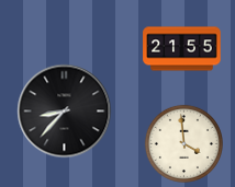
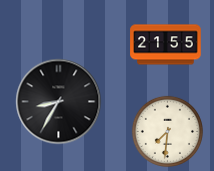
clock at (65, 112): 8:37 -> 8:35
clock at (183, 143): 3:59 -> 7:31
